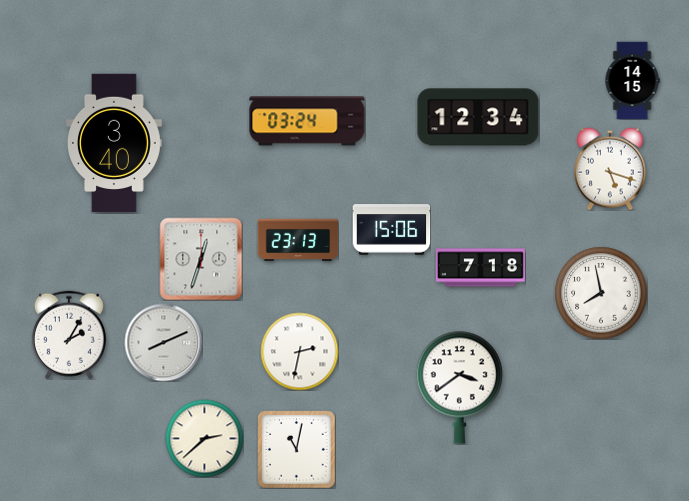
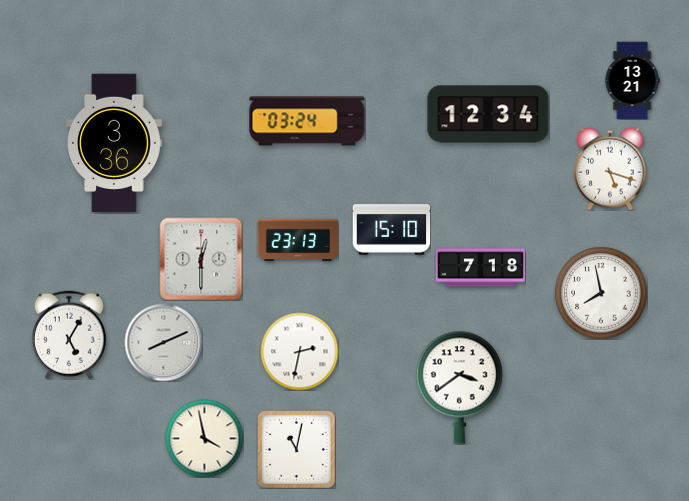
clock at (632, 80): 14:15 -> 13:21
clock at (478, 117) position: (478, 117) -> (488, 114)
clock at (115, 143): 3:40 -> 3:36
clock at (391, 230): 15:06 -> 15:10
clock at (201, 259): 12:33 -> 12:30
clock at (69, 335): 2:05 -> 5:05
clock at (204, 438): 2:38 -> 3:58
